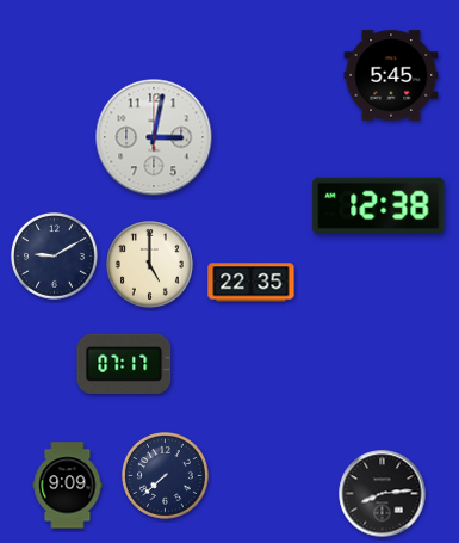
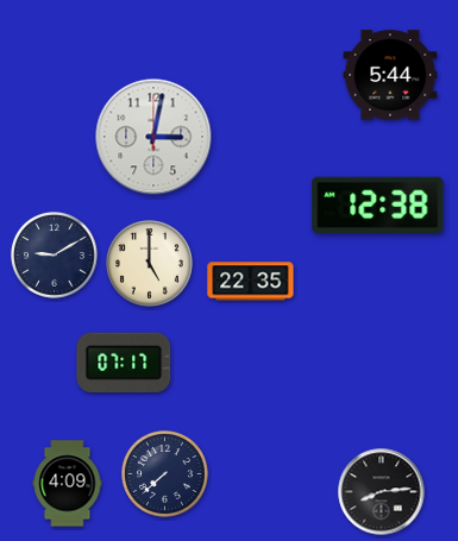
clock at (391, 75): 5:45 -> 5:44
clock at (68, 486): 9:09 -> 4:09
